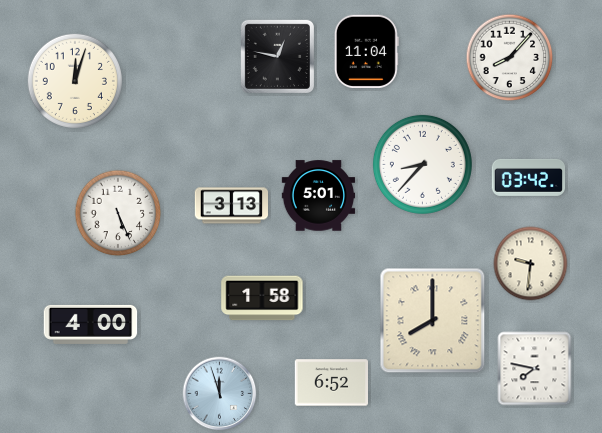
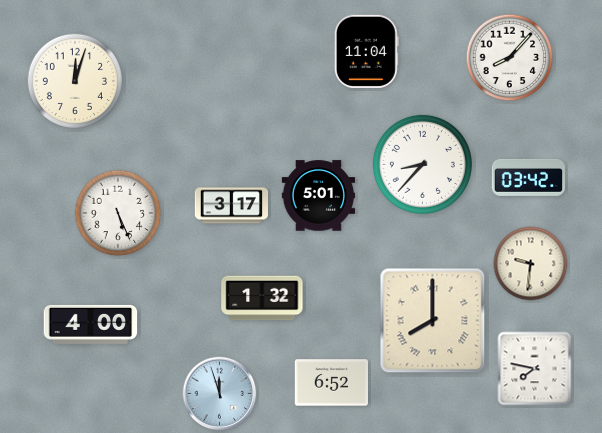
clock at (277, 56): 12:47 -> none
clock at (231, 206): 3:13 -> 3:17
clock at (262, 298): 1:58 -> 1:32
